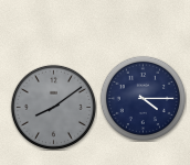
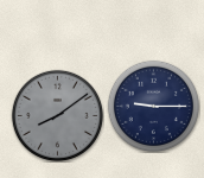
clock at (142, 98): 4:15 -> 9:15
